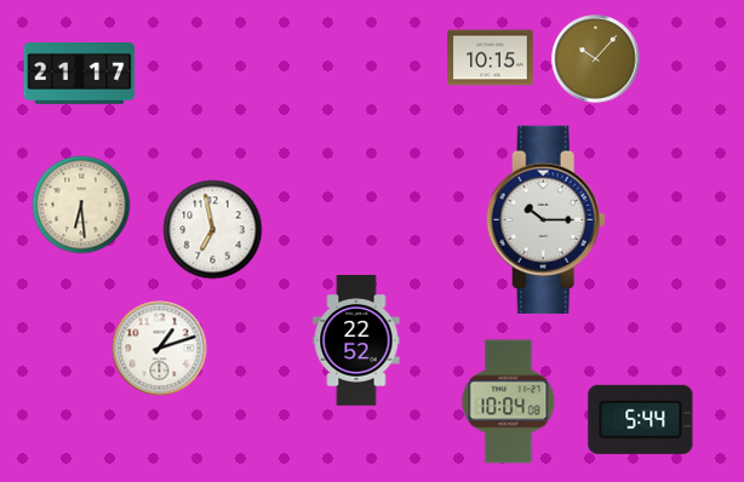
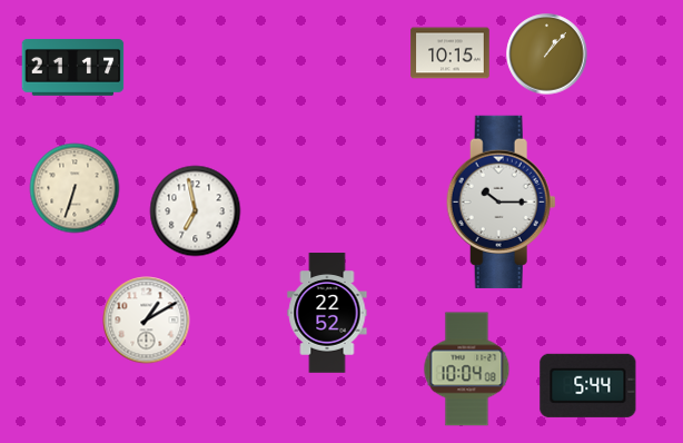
clock at (596, 59): 10:07 -> 1:07
clock at (81, 205): 6:29 -> 6:33
clock at (160, 349): 1:12 -> 1:10
